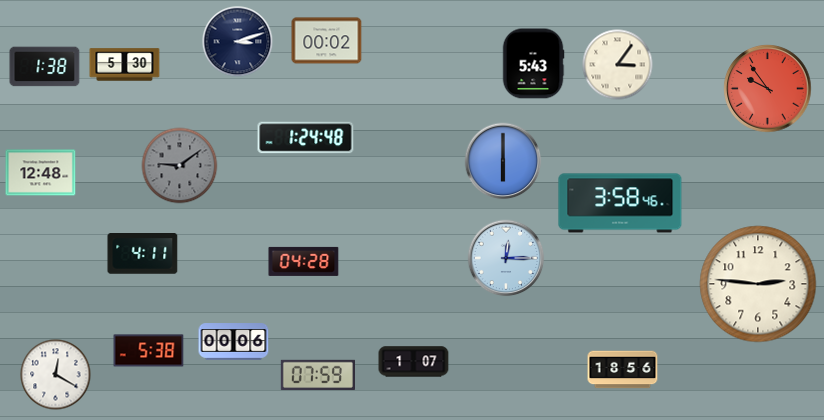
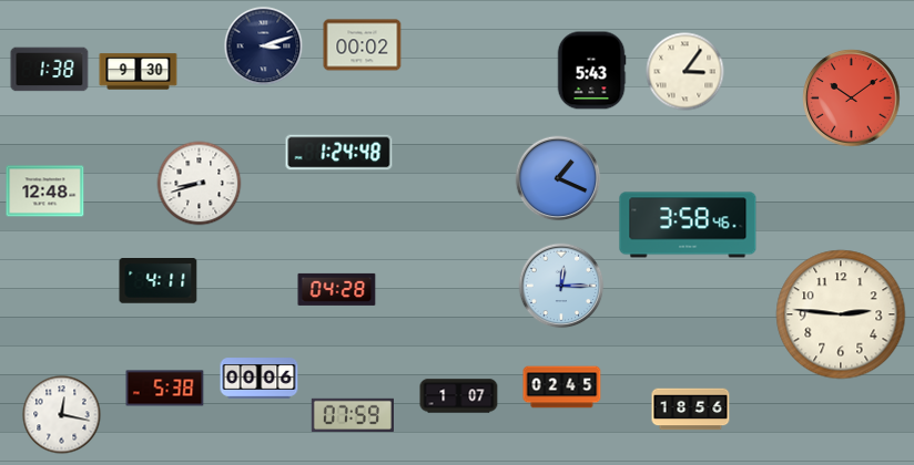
clock at (125, 65): 5:30 -> 9:30
clock at (45, 67) position: (45, 67) -> (50, 70)
clock at (768, 89): 9:54 -> 10:09
clock at (503, 161): 6:00 -> 1:19
clock at (180, 166): 9:09 -> 8:42
clock at (180, 166) dial: grey -> white
clock at (562, 387): none -> 02:45
clock at (414, 362) position: (414, 362) -> (459, 396)
clock at (56, 375): 12:20 -> 12:17
